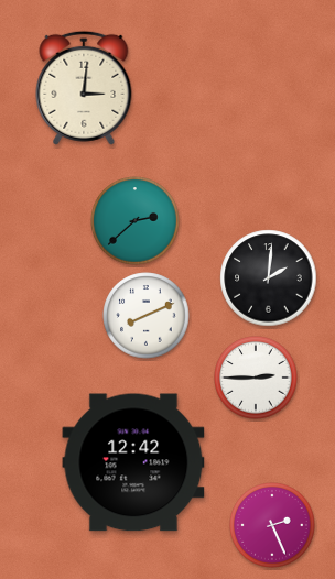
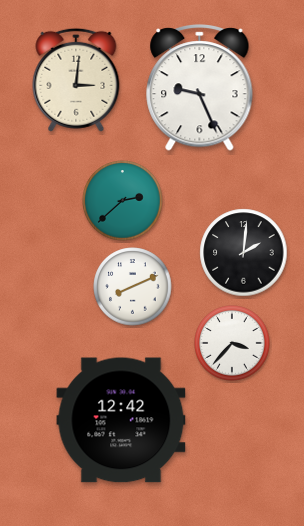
clock at (200, 88): none -> 9:26
clock at (256, 378): 2:45 -> 3:37
clock at (272, 525): 2:26 -> none
